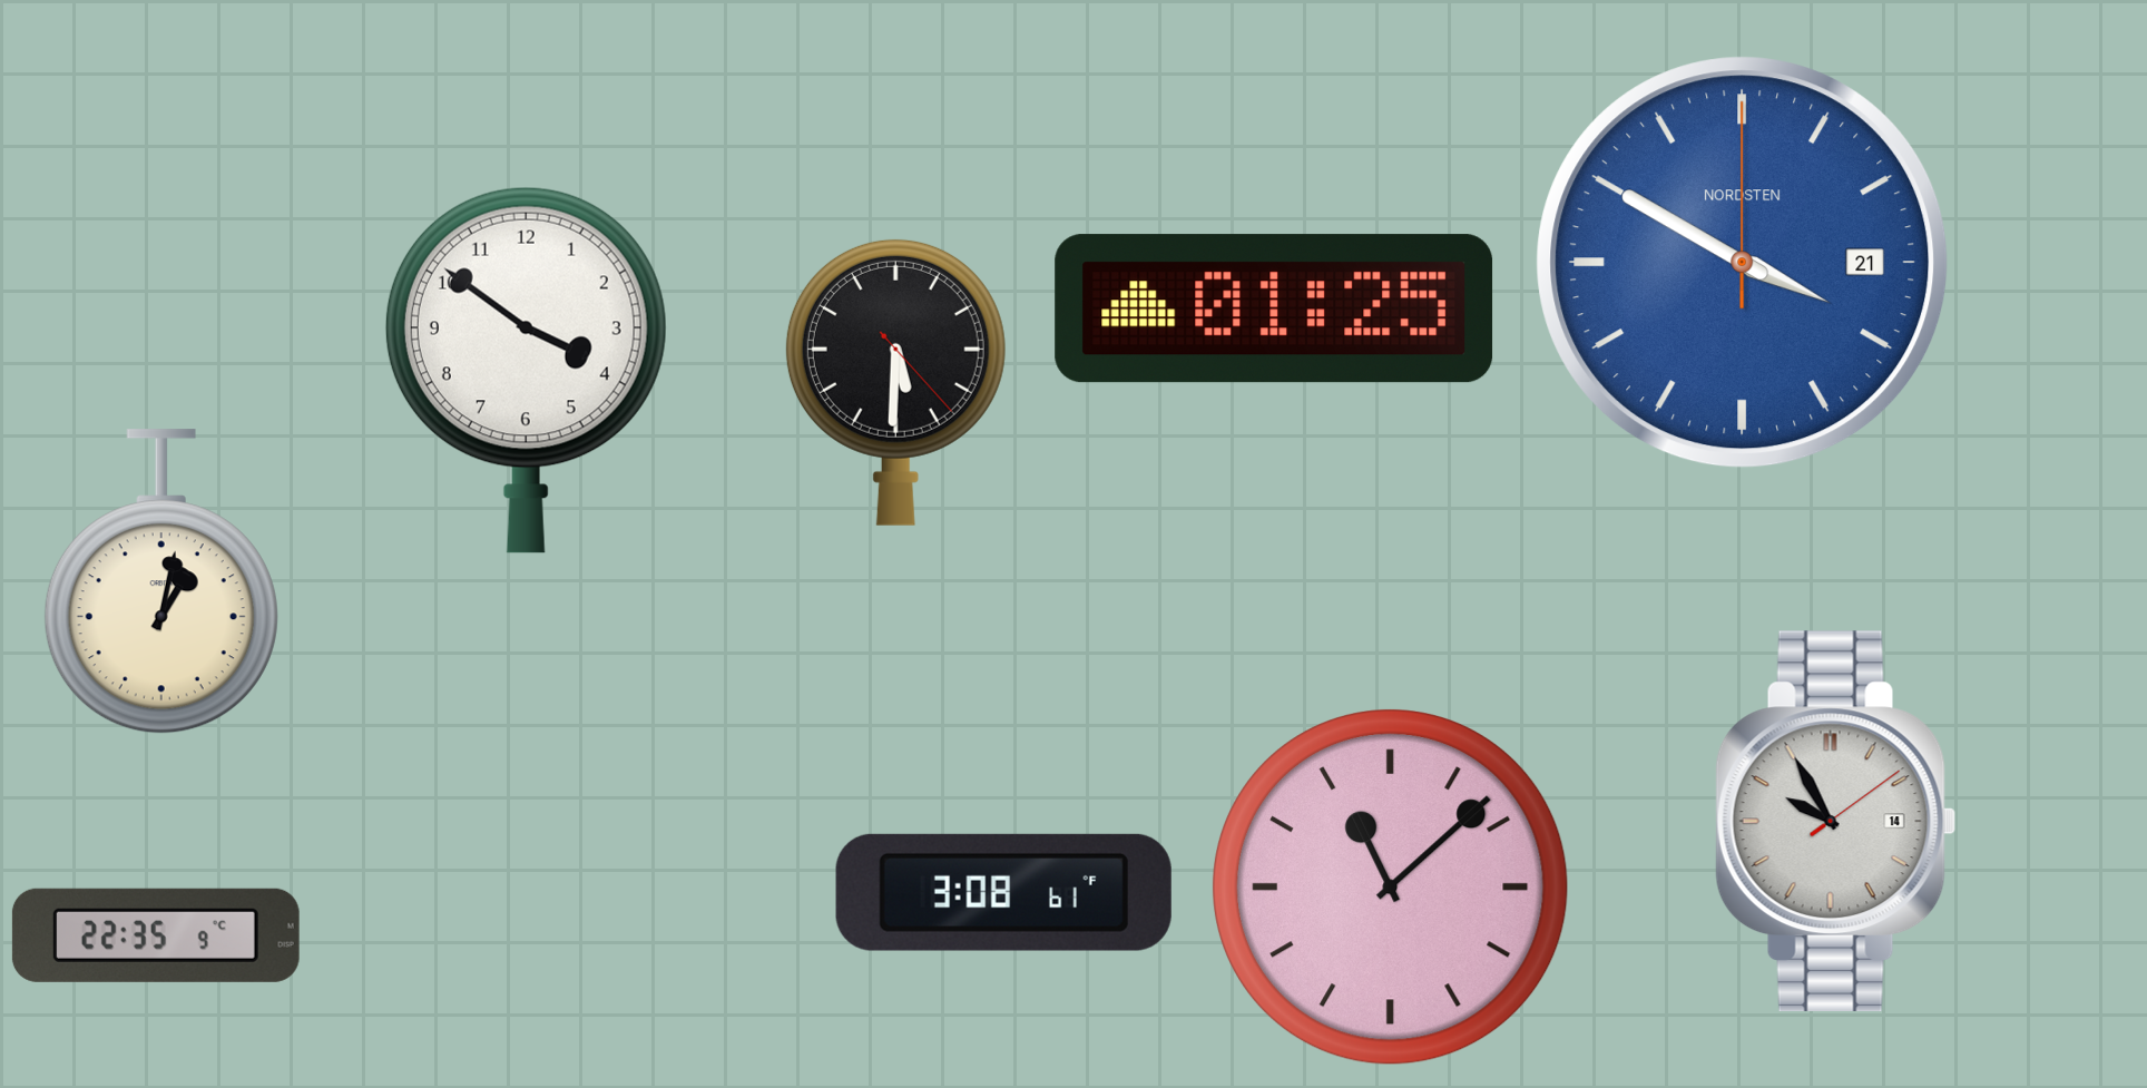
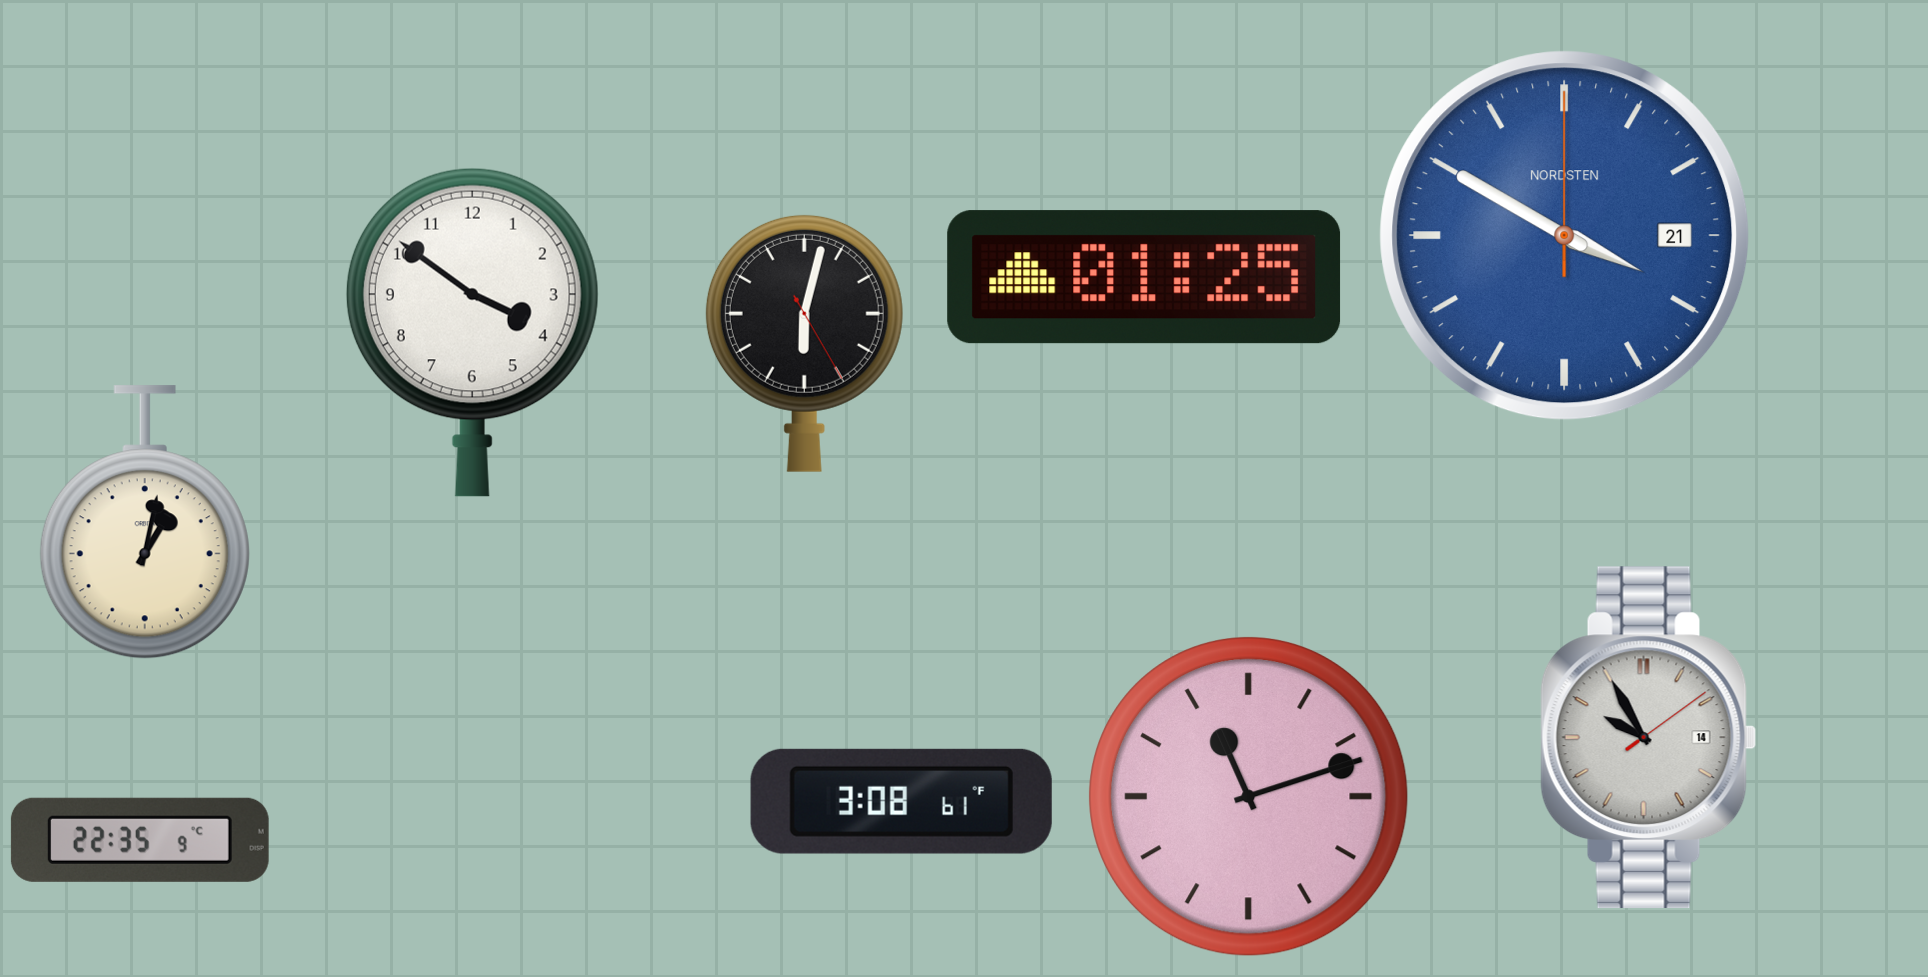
clock at (895, 382): 5:30 -> 6:02
clock at (1391, 888): 11:08 -> 11:12
